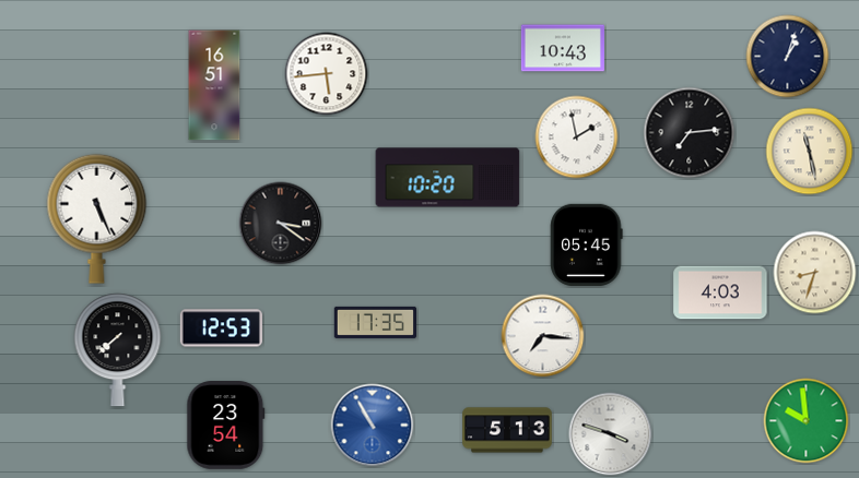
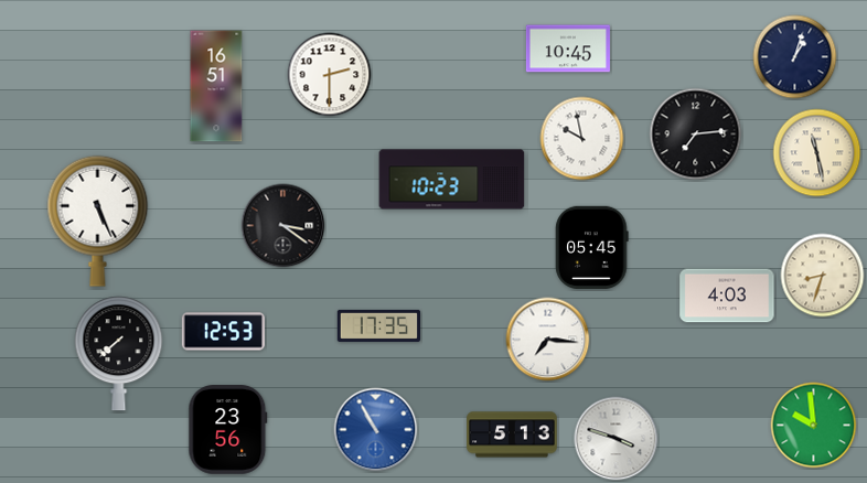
clock at (563, 48): 10:43 -> 10:45
clock at (327, 74): 5:44 -> 2:30
clock at (577, 138): 1:58 -> 9:58
clock at (448, 178): 10:20 -> 10:23
clock at (226, 426): 23:54 -> 23:56
